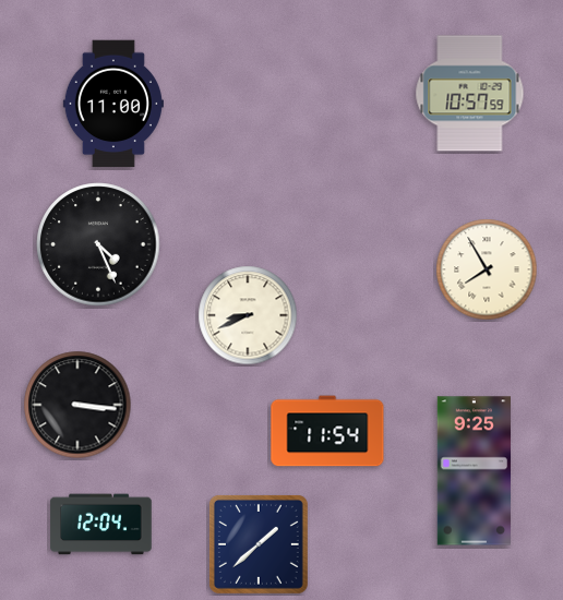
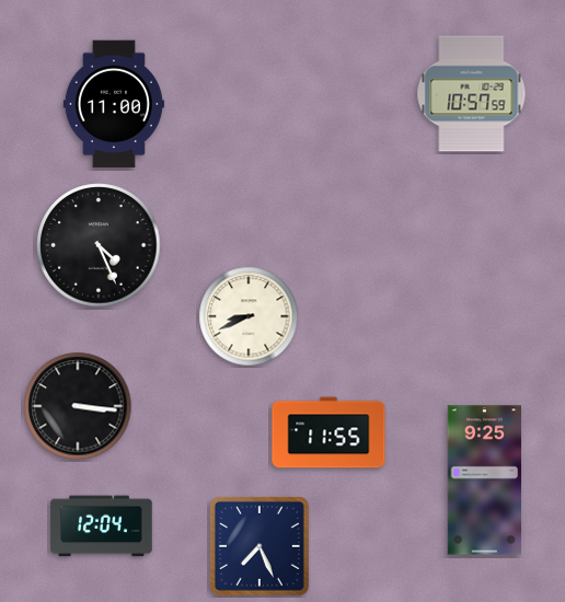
clock at (487, 269): 7:55 -> none
clock at (327, 431): 11:54 -> 11:55
clock at (474, 471) position: (474, 471) -> (484, 481)
clock at (259, 544): 1:38 -> 7:26
